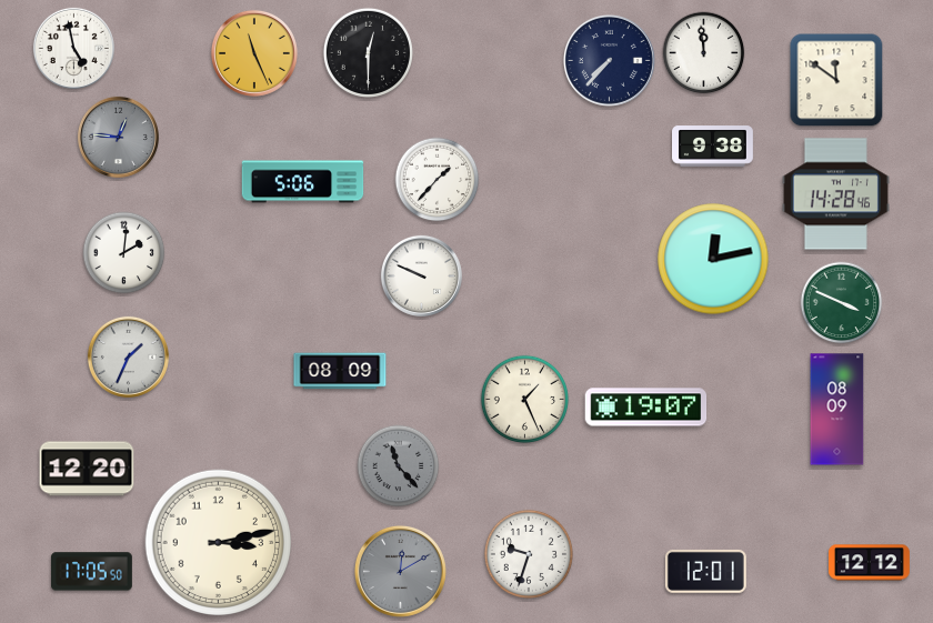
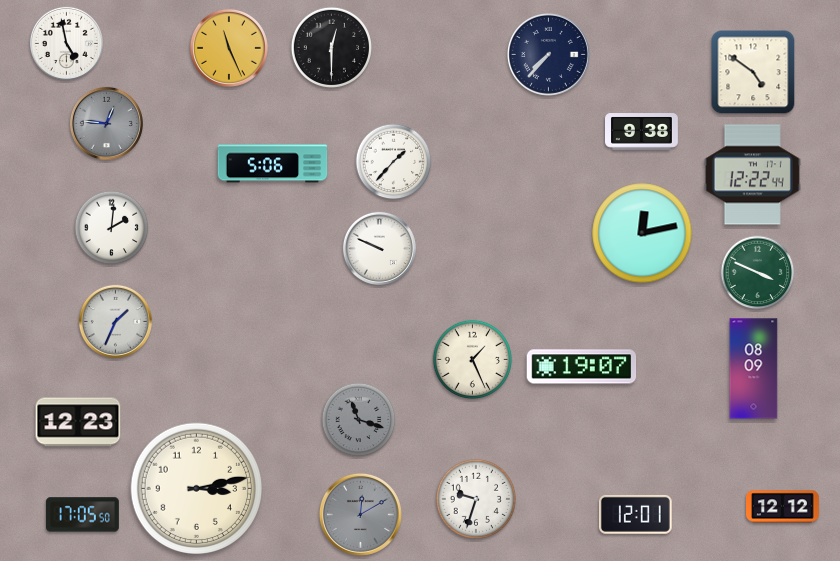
clock at (704, 53): 11:59 -> none
clock at (836, 80): 11:51 -> 4:51
clock at (835, 194): 14:28 -> 12:22
clock at (340, 371): 08:09 -> none
clock at (399, 466): 11:23 -> 11:18
clock at (87, 469): 12:20 -> 12:23
